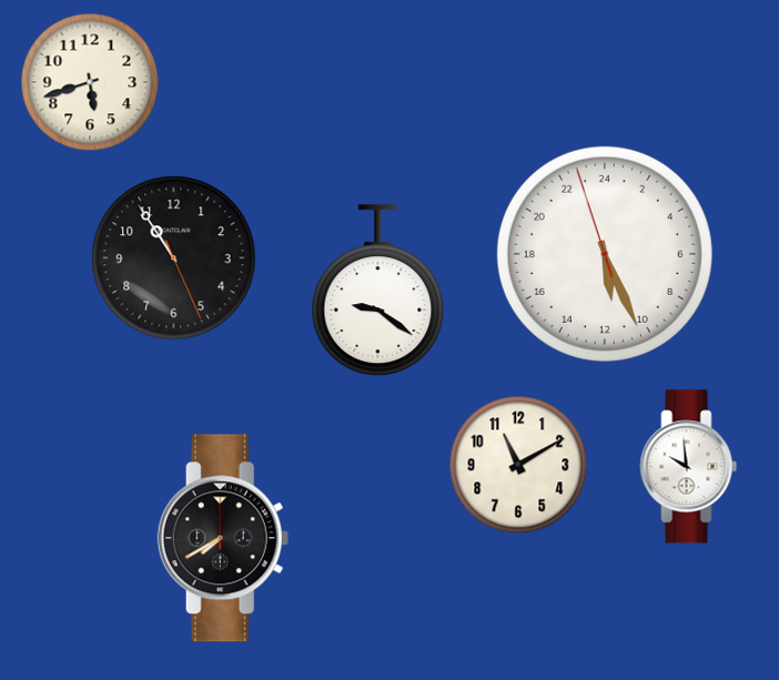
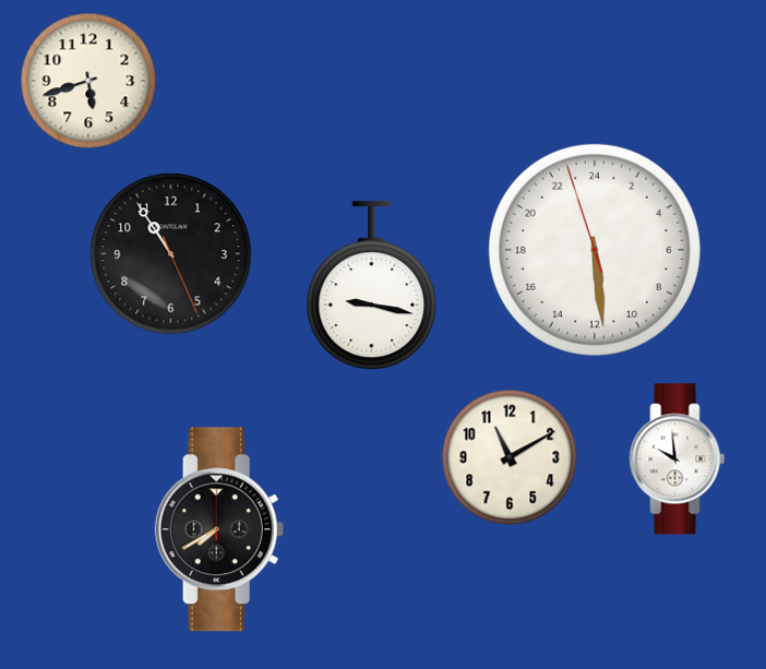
clock at (605, 254): 11:25 -> 11:28
clock at (378, 290): 9:21 -> 9:17
